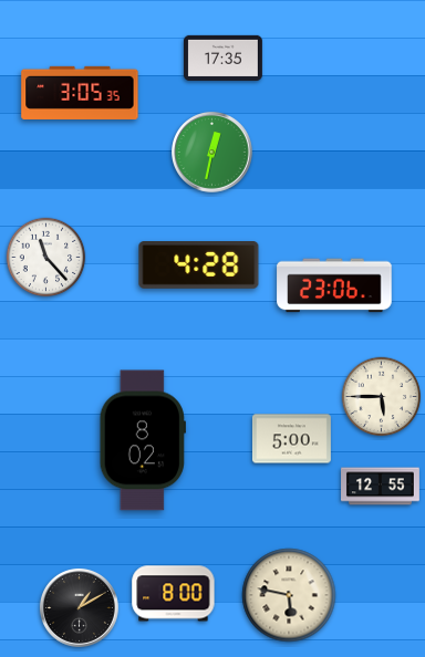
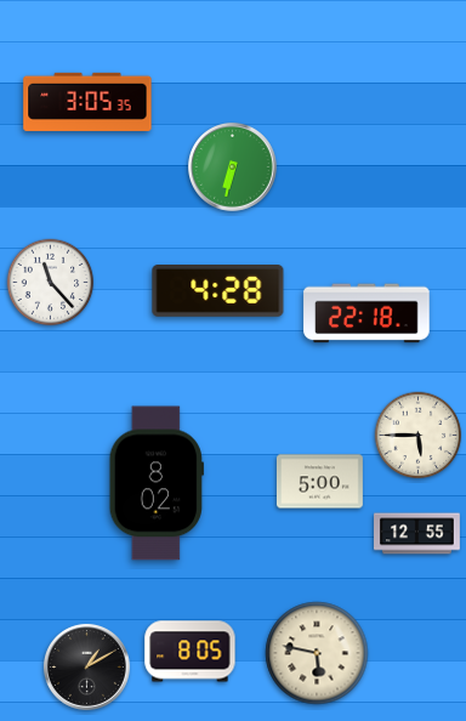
clock at (222, 58): 17:35 -> none
clock at (212, 153): 12:32 -> 6:32
clock at (334, 285): 23:06 -> 22:18
clock at (174, 594): 8:00 -> 8:05
